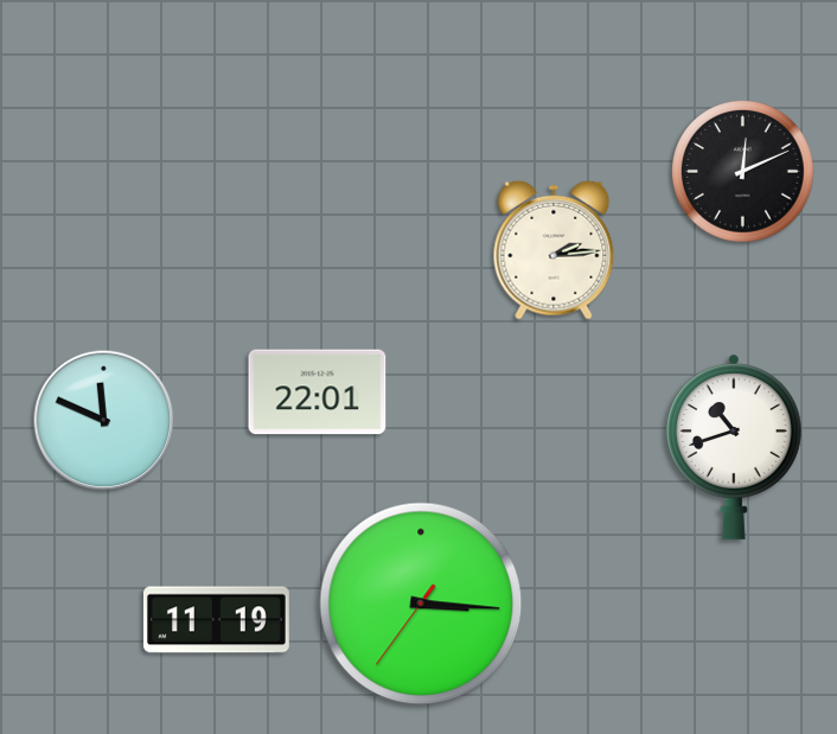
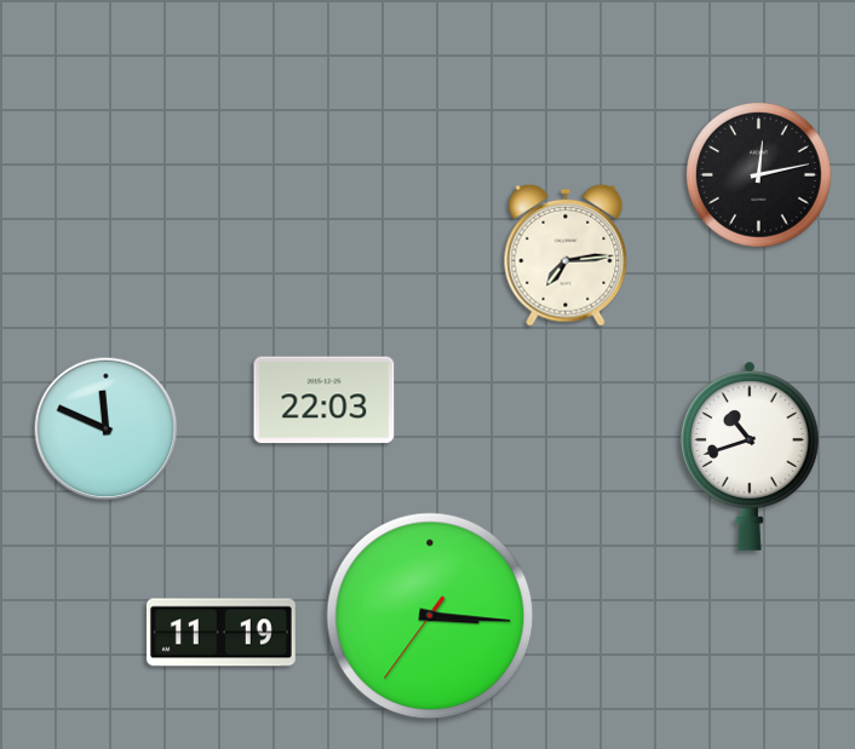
clock at (743, 172): 12:11 -> 12:13
clock at (554, 250): 2:14 -> 7:14
clock at (318, 392): 22:01 -> 22:03
